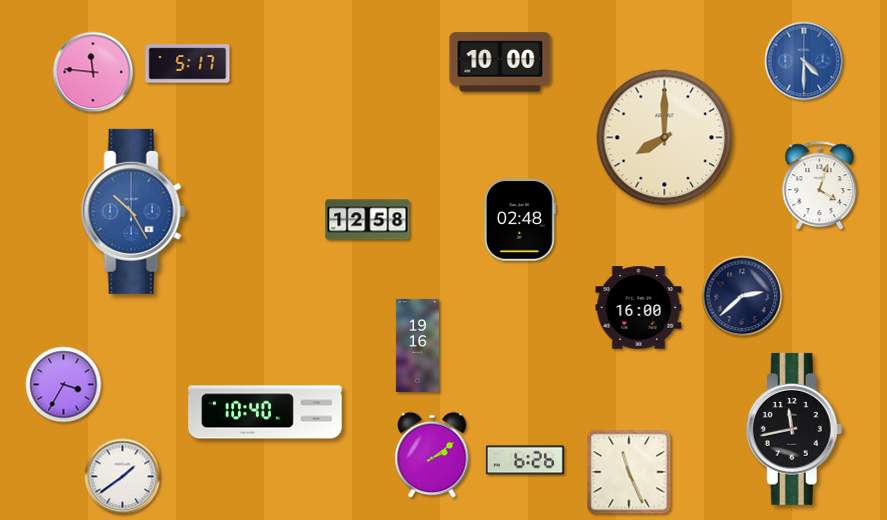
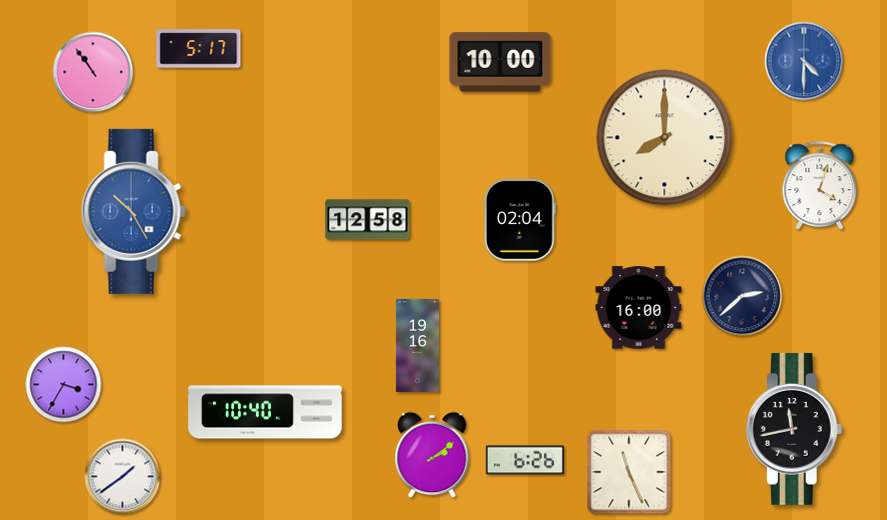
clock at (188, 64) position: (188, 64) -> (199, 49)
clock at (93, 72): 11:46 -> 10:54
clock at (520, 220): 02:48 -> 02:04
